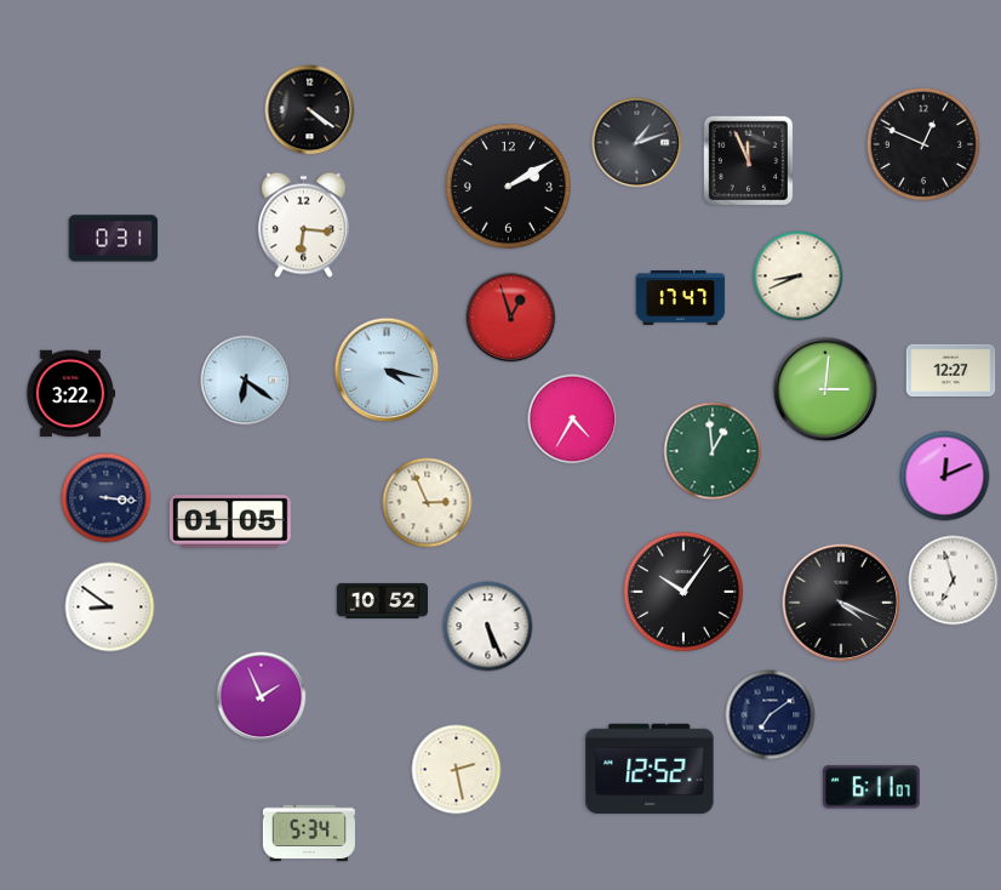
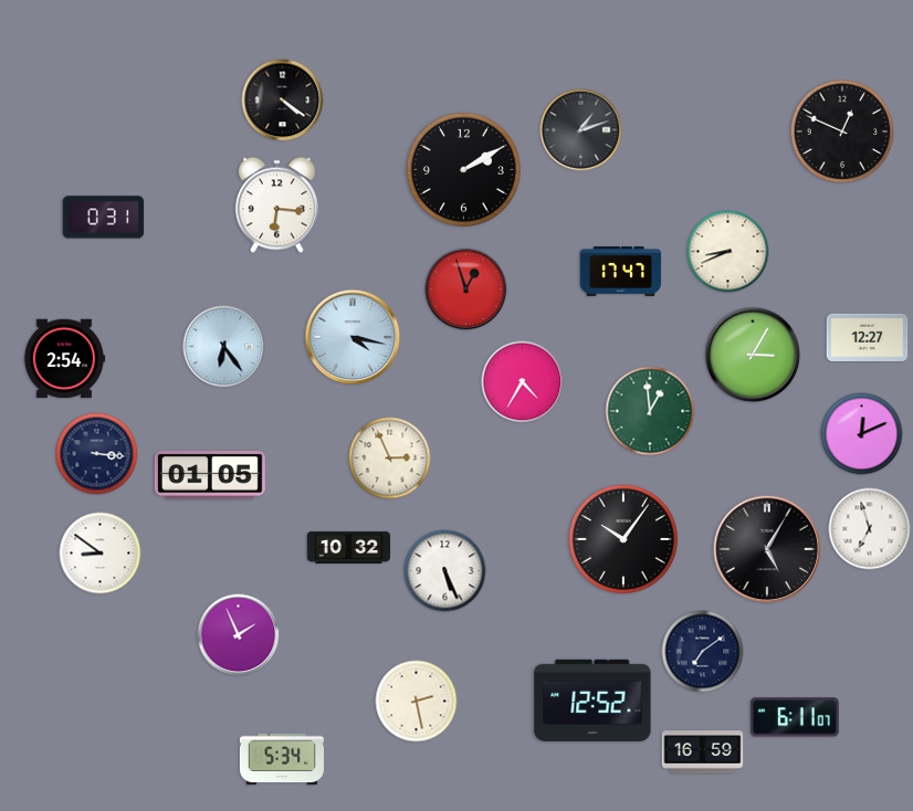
clock at (749, 161): 11:56 -> none
clock at (246, 381): 6:21 -> 6:24
clock at (825, 389): 3:01 -> 3:05
clock at (70, 394): 3:22 -> 2:54
clock at (383, 600): 10:52 -> 10:32
clock at (841, 603): 4:19 -> 5:05
clock at (703, 752): none -> 16:59
